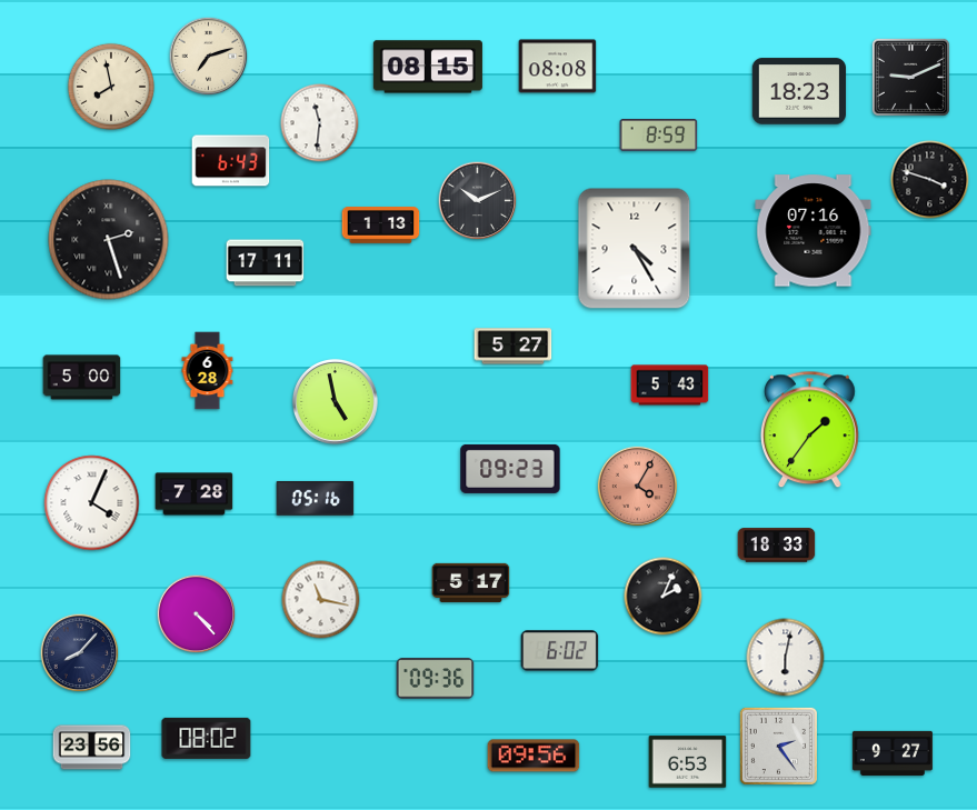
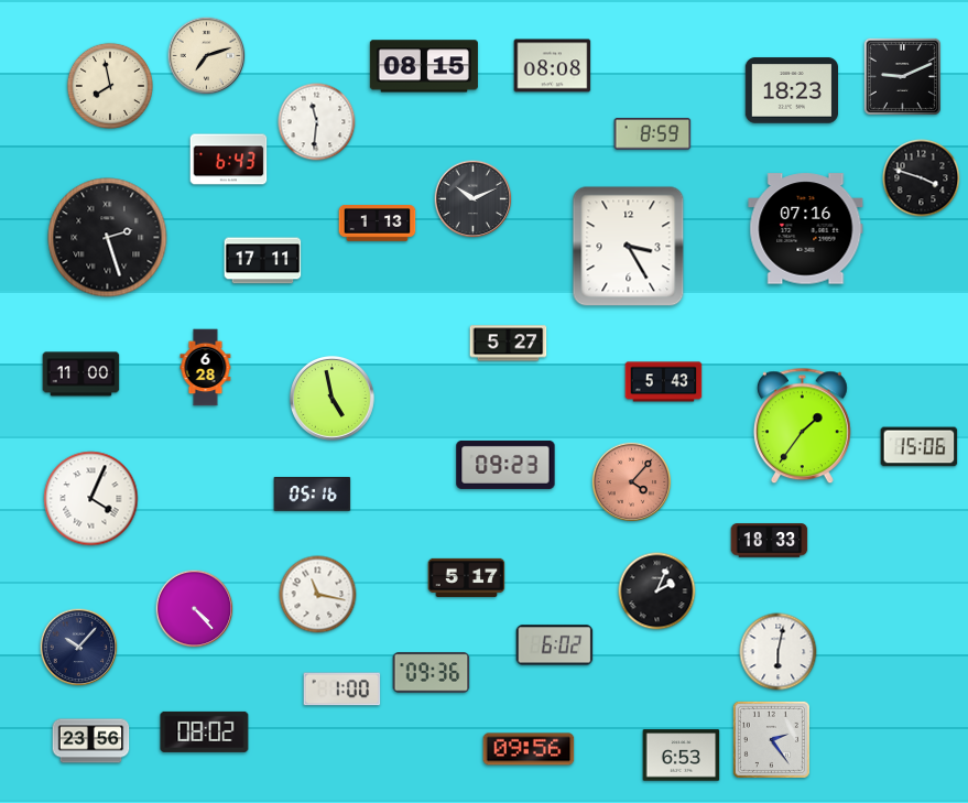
clock at (635, 249): 4:25 -> 3:25
clock at (82, 378): 5:00 -> 11:00
clock at (920, 447): none -> 15:06
clock at (638, 487): 4:05 -> 4:07
clock at (195, 494): 7:28 -> none
clock at (80, 653): 8:07 -> 10:07
clock at (342, 690): none -> 1:00
clock at (893, 753): 9:27 -> none
